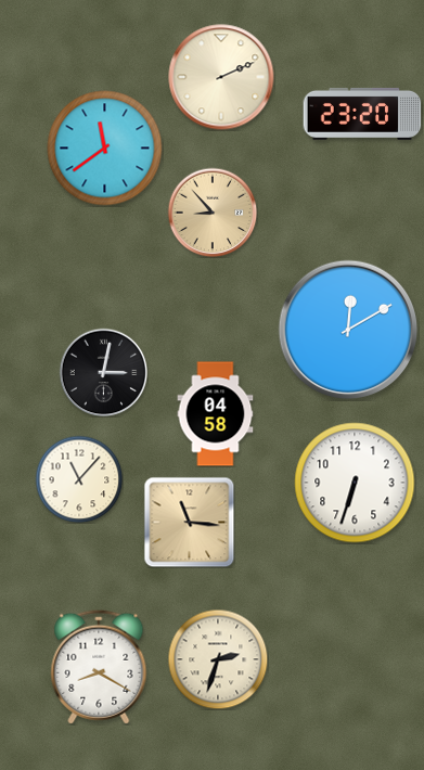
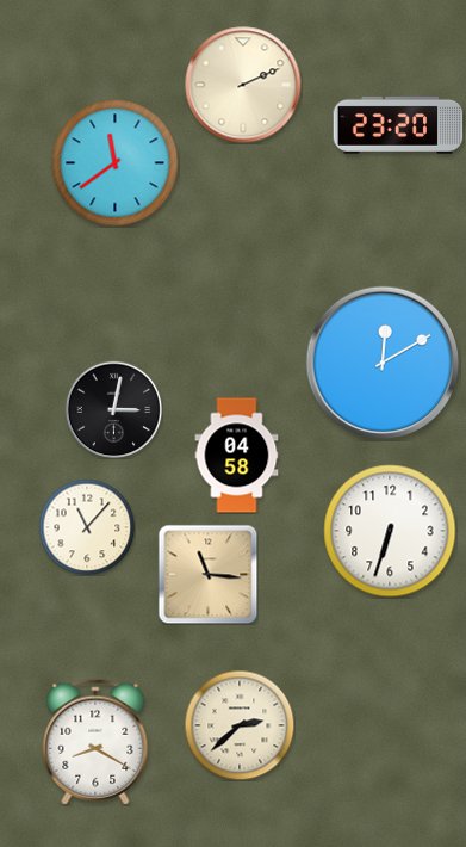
clock at (213, 213): 8:53 -> none
clock at (218, 659): 2:33 -> 2:38
clock at (99, 667) position: (99, 667) -> (95, 742)
